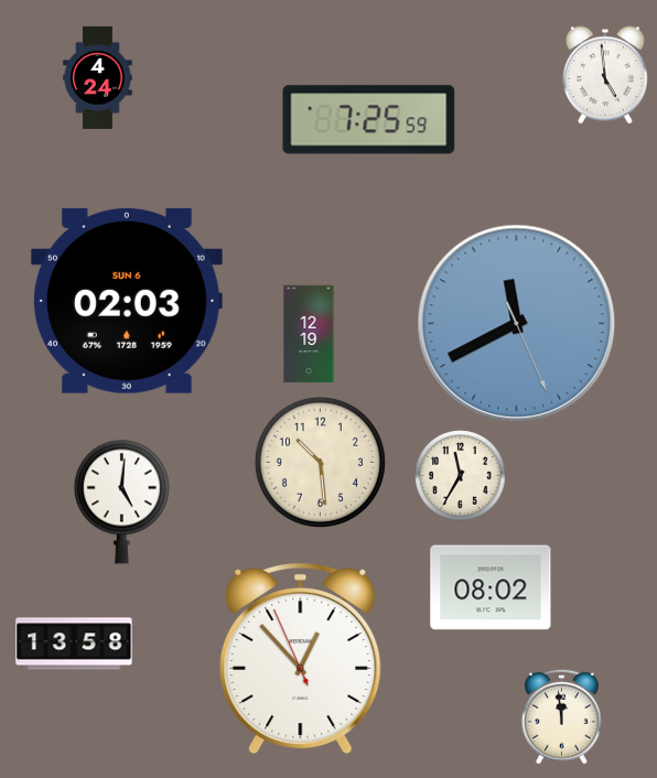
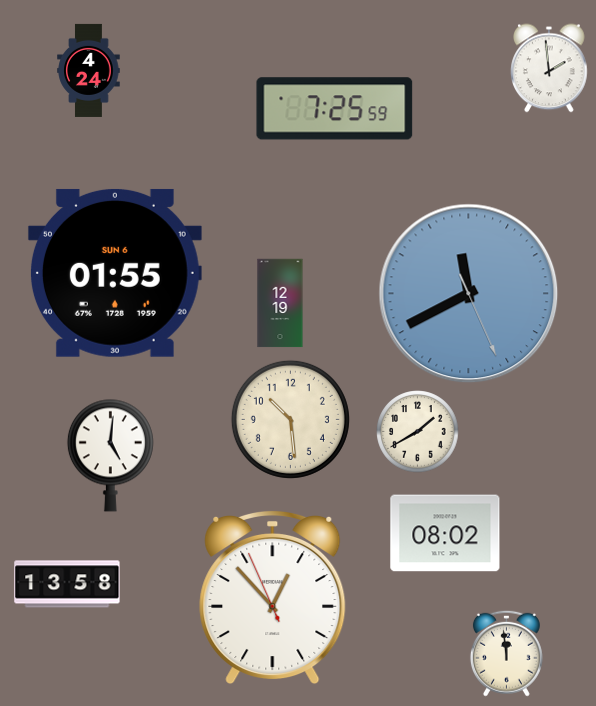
clock at (605, 75): 4:59 -> 1:59
clock at (127, 301): 02:03 -> 01:55
clock at (461, 476): 11:35 -> 1:40
clock at (561, 716) position: (561, 716) -> (506, 653)
